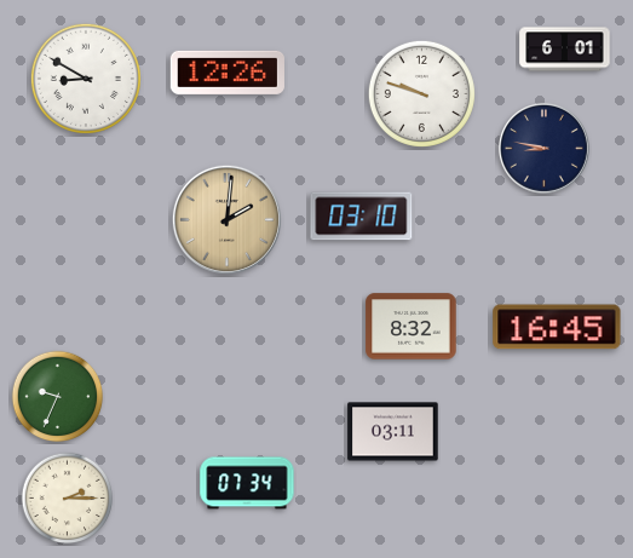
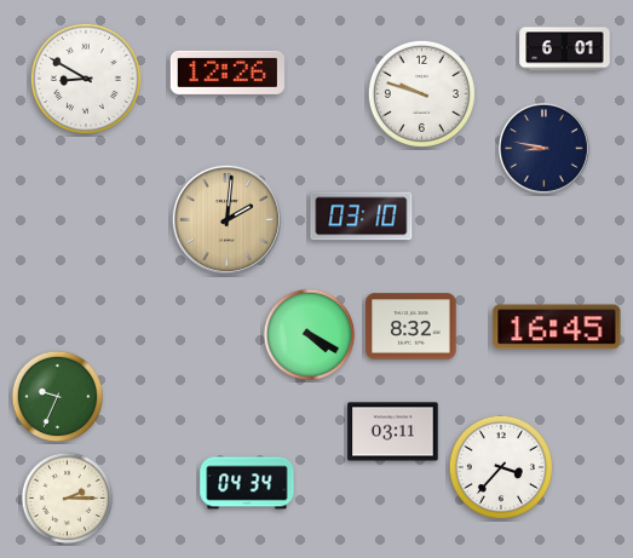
clock at (310, 335): none -> 4:20
clock at (501, 467): none -> 3:37
clock at (247, 483): 07:34 -> 04:34
